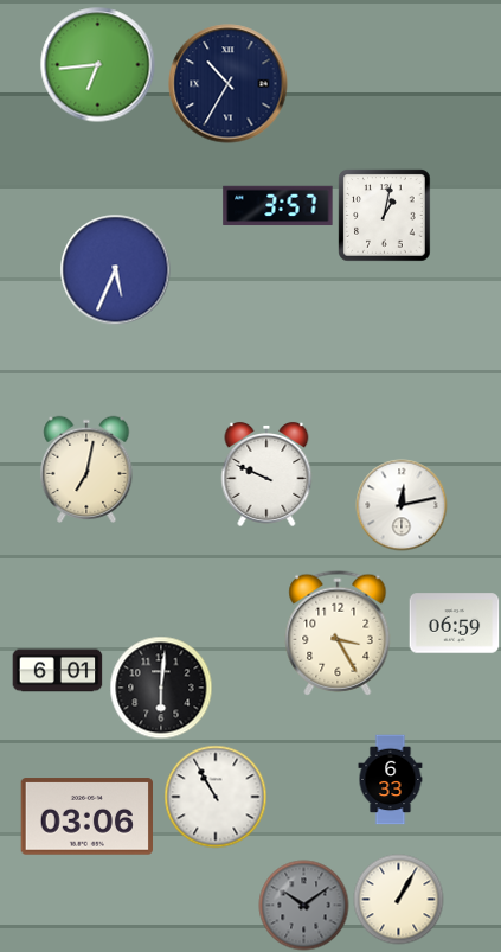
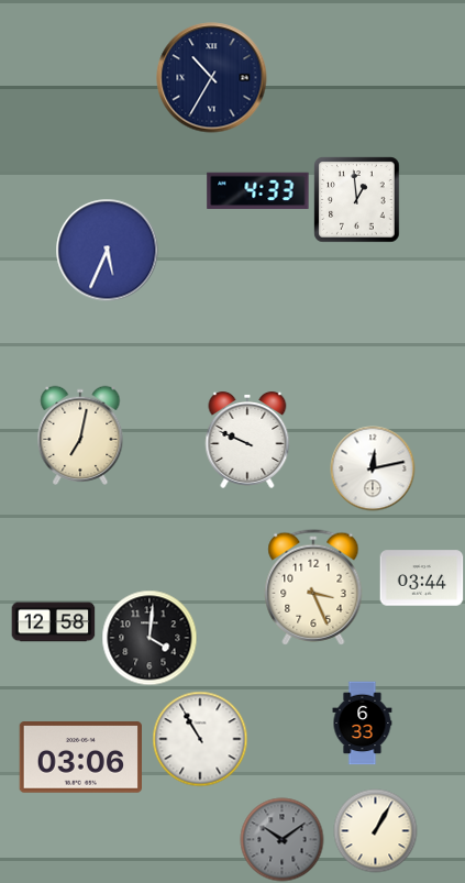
clock at (98, 65): 6:44 -> none
clock at (278, 206): 3:57 -> 4:33
clock at (385, 216): 1:02 -> 12:59
clock at (455, 624): 06:59 -> 03:44
clock at (338, 633): 3:25 -> 3:26
clock at (58, 671): 6:01 -> 12:58
clock at (161, 688): 6:01 -> 4:01
clock at (399, 900) position: (399, 900) -> (376, 831)
